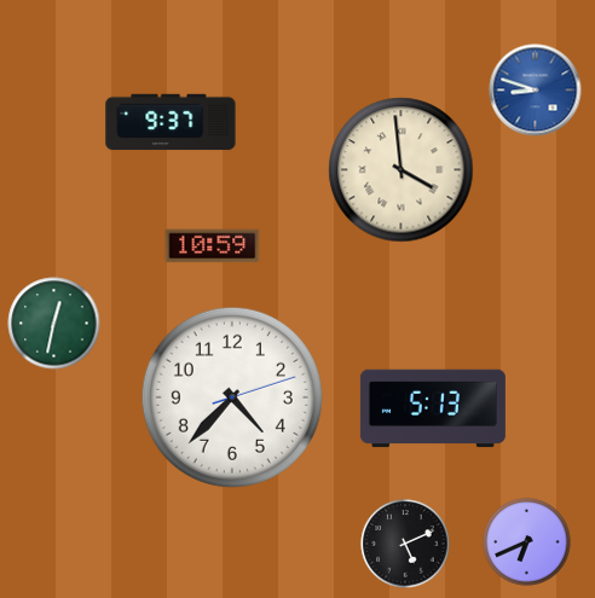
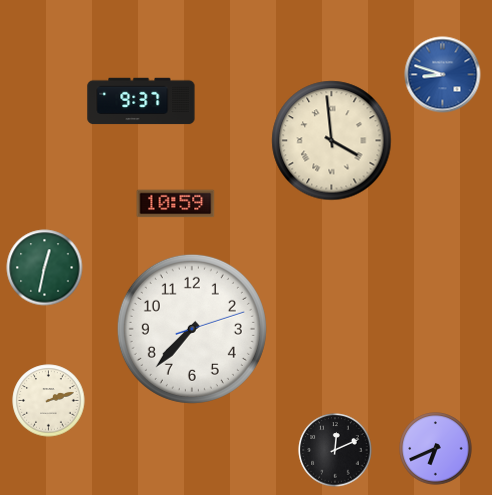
clock at (232, 397): 4:37 -> 7:37
clock at (433, 408): 5:13 -> none
clock at (49, 401): none -> 2:12
clock at (405, 544): 5:11 -> 12:11
